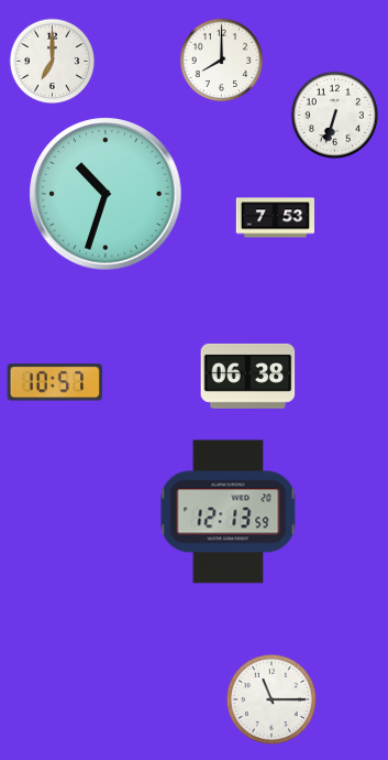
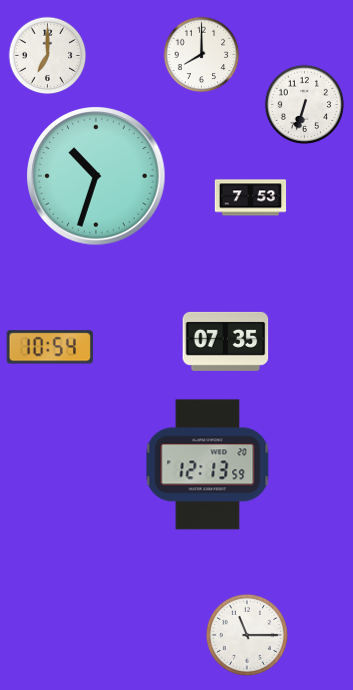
clock at (248, 376): 06:38 -> 07:35
clock at (54, 382): 10:57 -> 10:54
